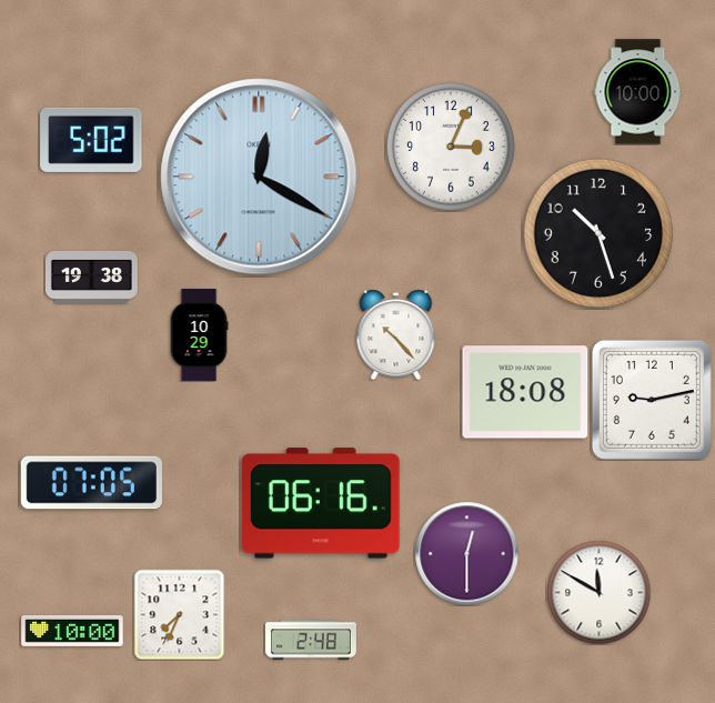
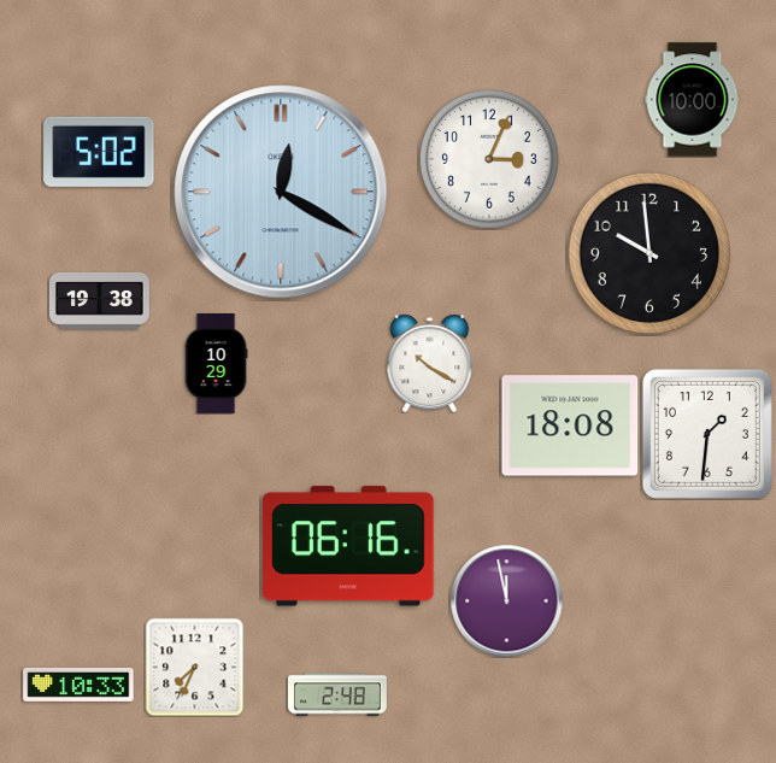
clock at (597, 232): 10:27 -> 9:59
clock at (396, 334): 10:23 -> 10:20
clock at (652, 400): 9:13 -> 1:31
clock at (91, 483): 07:05 -> none
clock at (466, 553): 12:30 -> 11:58
clock at (598, 592): 11:50 -> none
clock at (72, 632): 10:00 -> 10:33
